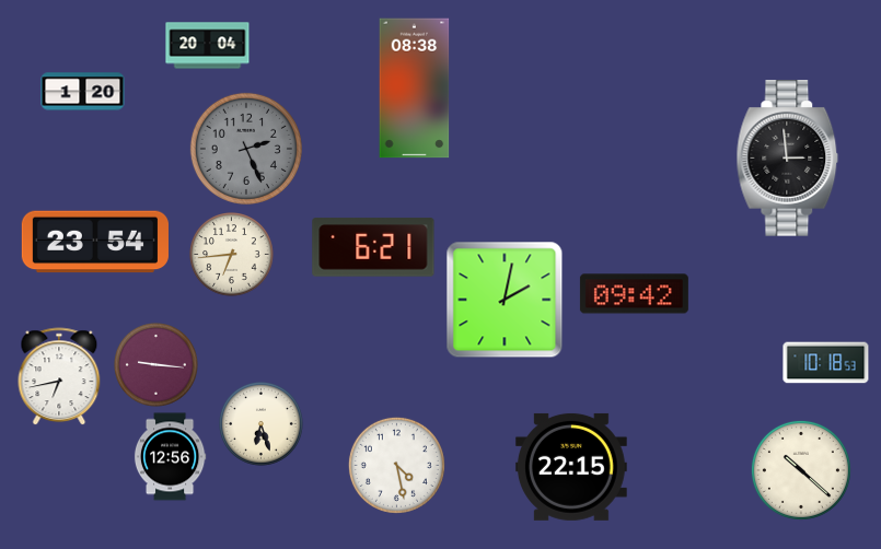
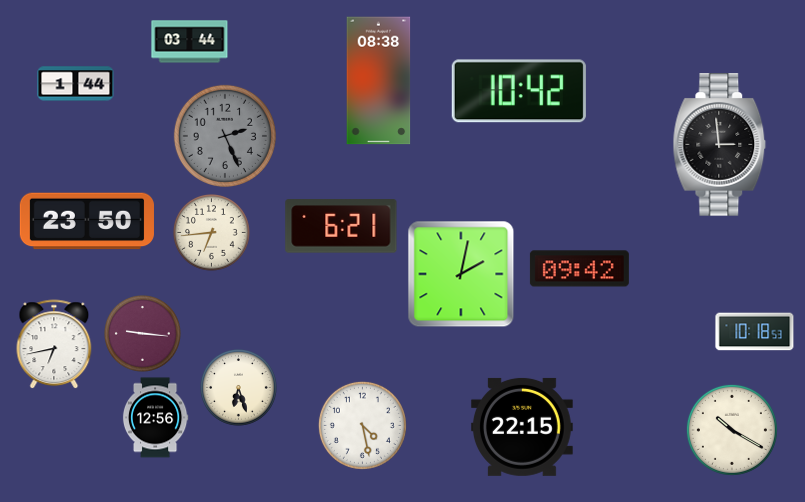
clock at (208, 46): 20:04 -> 03:44
clock at (83, 92): 1:20 -> 1:44
clock at (519, 91): none -> 10:42
clock at (95, 242): 23:54 -> 23:50
clock at (801, 470): 10:22 -> 10:20
